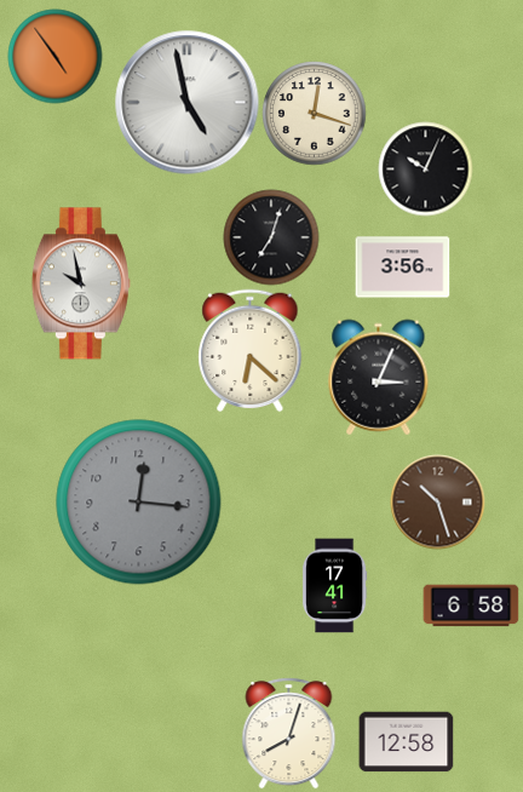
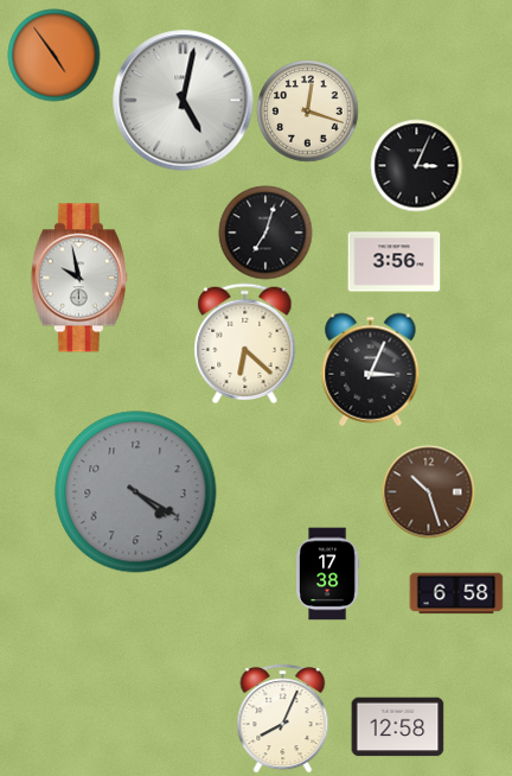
clock at (188, 103): 4:58 -> 5:02
clock at (425, 168): 10:04 -> 3:04
clock at (139, 503): 12:16 -> 4:20
clock at (335, 585): 17:41 -> 17:38
clock at (471, 606) position: (471, 606) -> (456, 593)
clock at (289, 733): 8:03 -> 8:04
